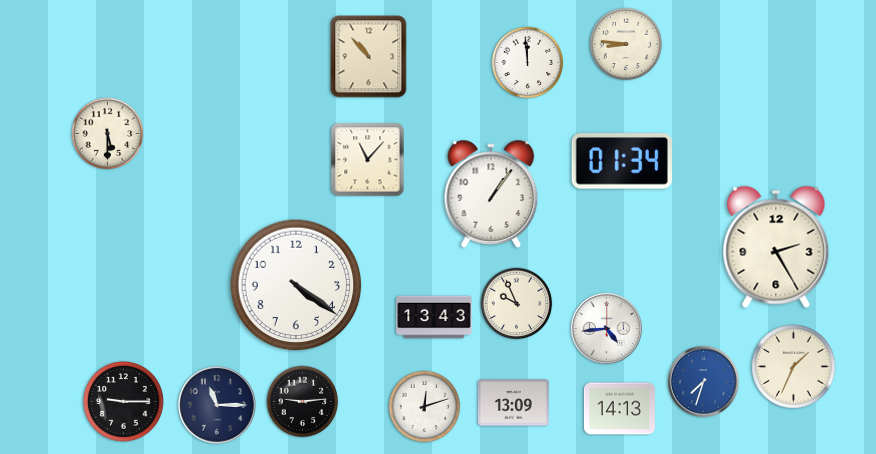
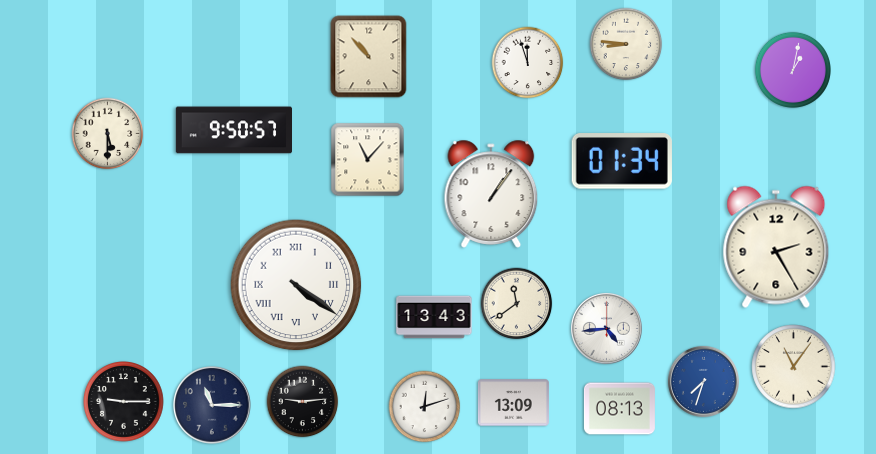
clock at (528, 63): 11:59 -> 11:57
clock at (793, 70): none -> 1:02
clock at (233, 130): none -> 9:50
clock at (296, 285) numerals: Arabic -> Roman
clock at (517, 304): 9:56 -> 11:39
clock at (794, 367): 1:34 -> 11:06
clock at (217, 405) position: (217, 405) -> (212, 405)
clock at (619, 409): 14:13 -> 08:13
